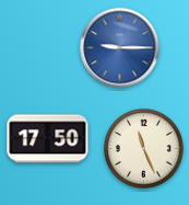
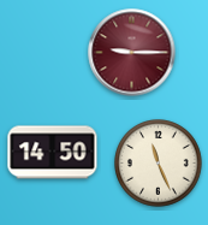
clock at (120, 48) dial: blue -> burgundy
clock at (48, 139): 17:50 -> 14:50
